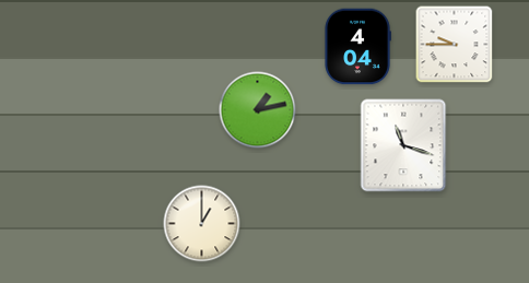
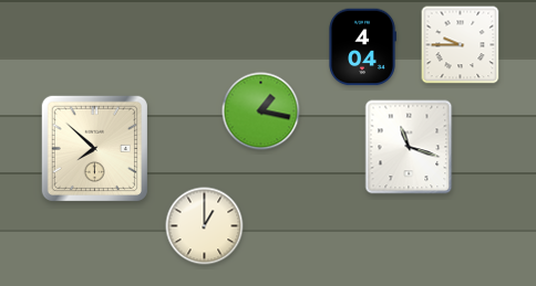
clock at (258, 110): 1:13 -> 1:17
clock at (94, 148): none -> 7:52
